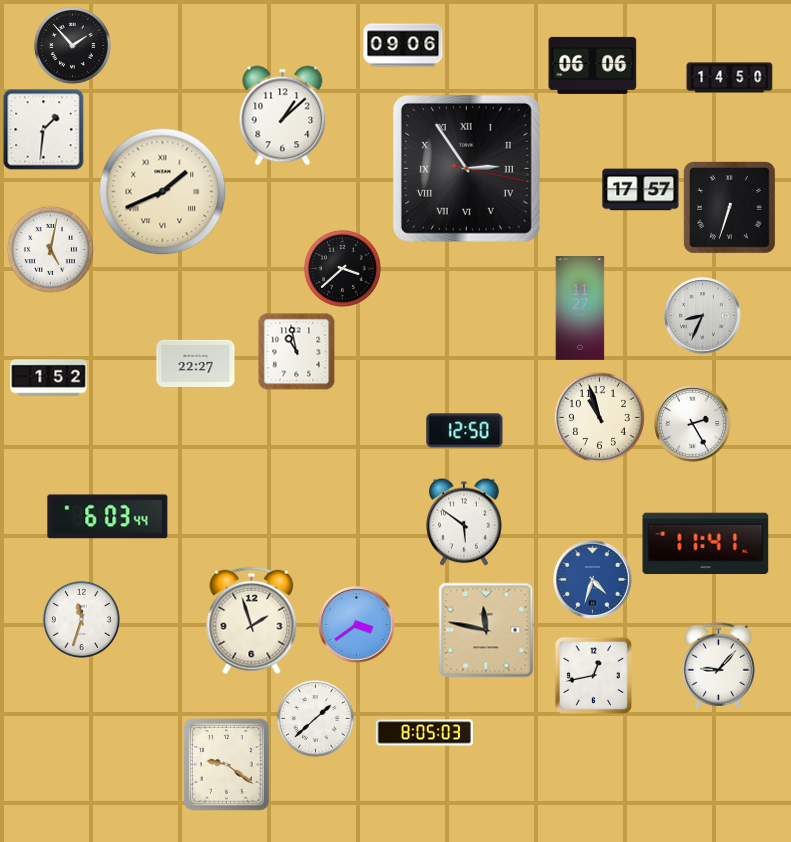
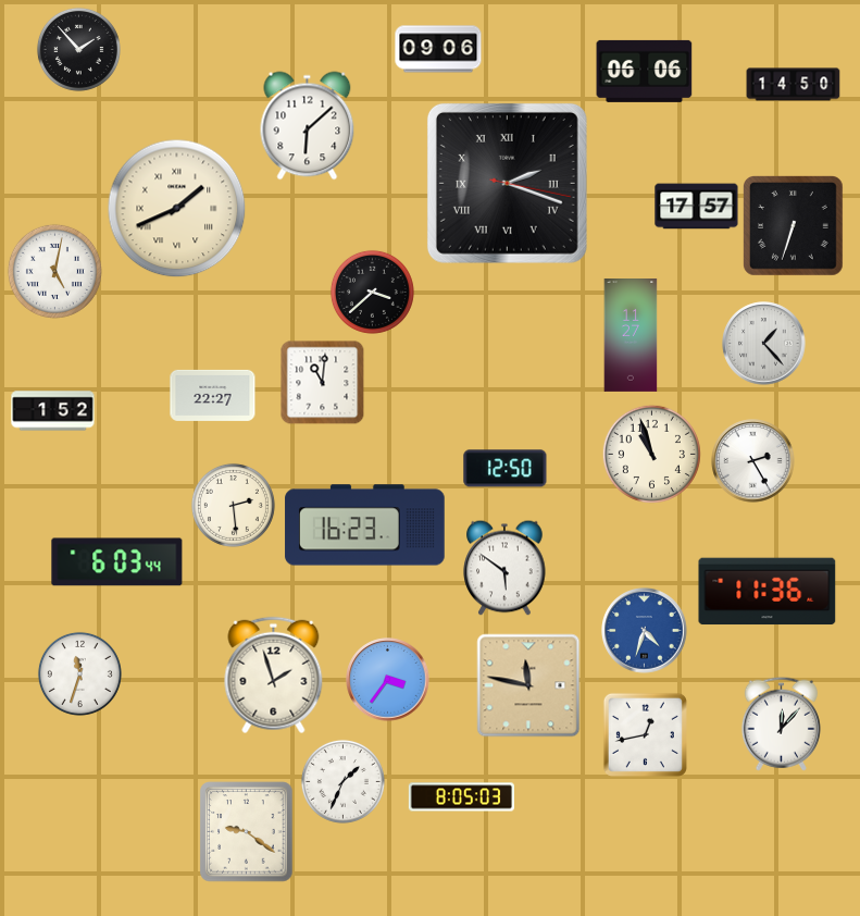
clock at (283, 116): 1:08 -> 6:08
clock at (44, 130): 1:31 -> none
clock at (466, 168): 2:54 -> 2:18
clock at (703, 316): 8:34 -> 1:23
clock at (296, 352): 10:58 -> 11:01
clock at (233, 505): none -> 2:29
clock at (365, 525): none -> 16:23
clock at (706, 544): 11:41 -> 11:36
clock at (81, 619) position: (81, 619) -> (79, 673)
clock at (357, 625): 3:39 -> 3:36
clock at (718, 665): 9:07 -> 12:07
clock at (315, 718): 1:38 -> 1:34
